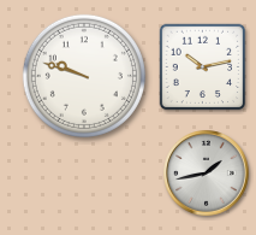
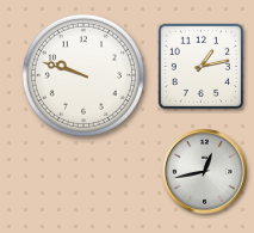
clock at (203, 67): 10:13 -> 1:13
clock at (207, 174): 1:43 -> 12:43
